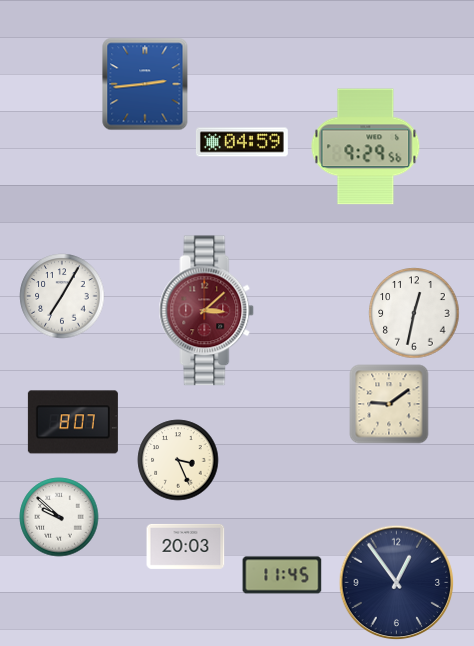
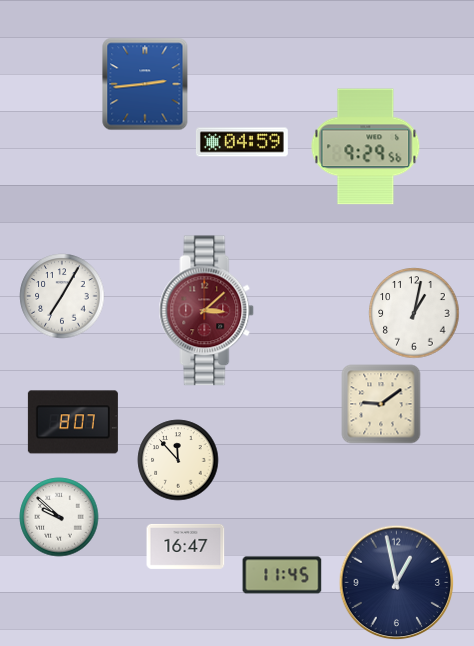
clock at (414, 313): 12:32 -> 1:02
clock at (389, 404) position: (389, 404) -> (381, 404)
clock at (178, 460): 3:26 -> 11:53
clock at (186, 546): 20:03 -> 16:47
clock at (397, 583): 12:54 -> 12:58
